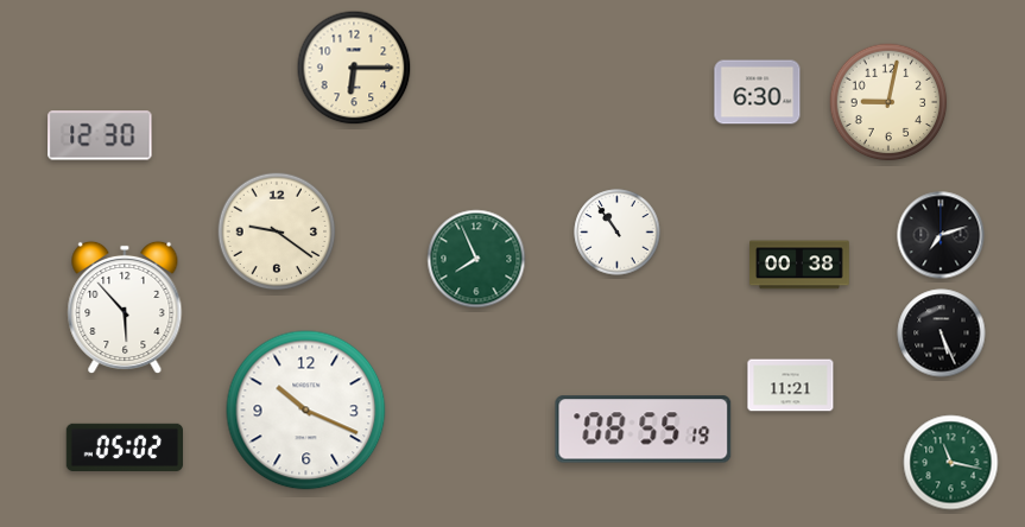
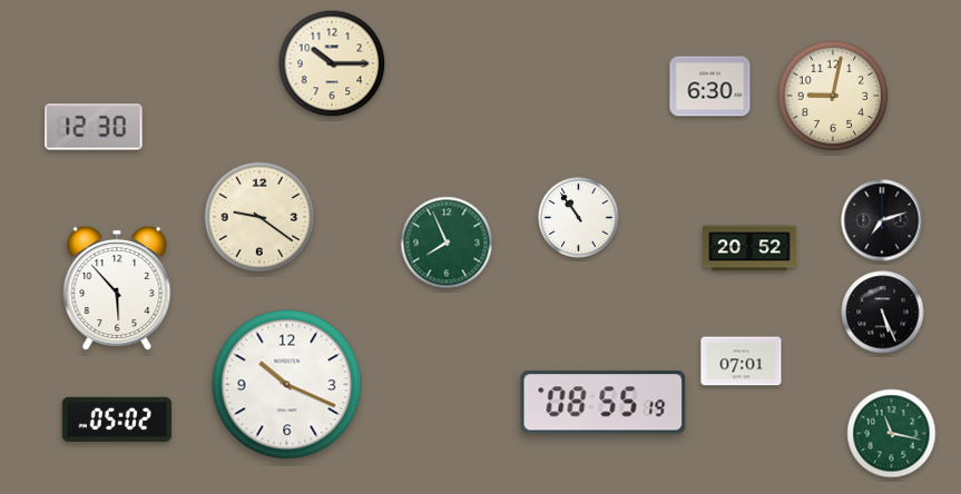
clock at (354, 68): 6:15 -> 10:15
clock at (799, 265): 00:38 -> 20:52
clock at (791, 386): 11:21 -> 07:01
